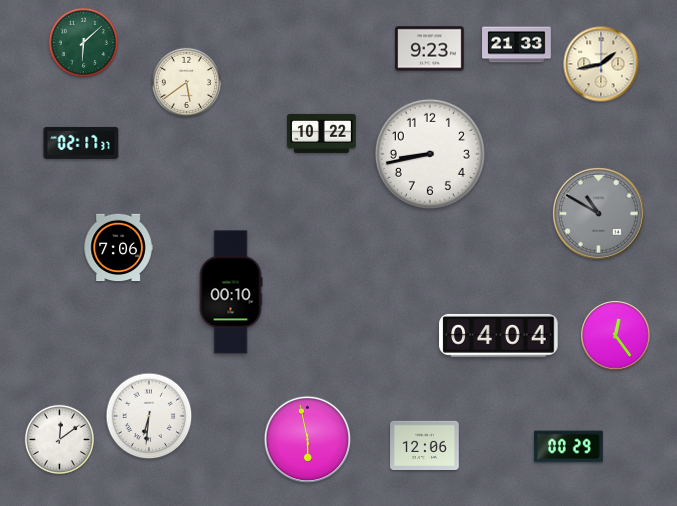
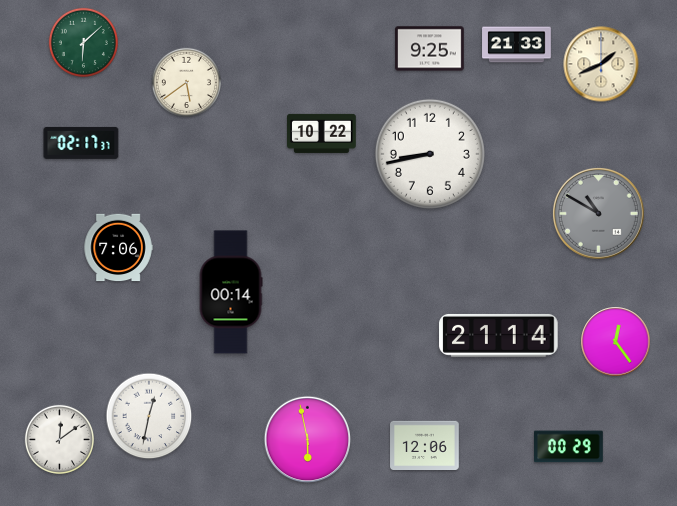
clock at (430, 49): 9:23 -> 9:25
clock at (601, 64): 1:43 -> 1:41
clock at (231, 292): 00:10 -> 00:14
clock at (499, 336): 04:04 -> 21:14
clock at (616, 336) position: (616, 336) -> (616, 342)
clock at (149, 416): 6:31 -> 12:32
